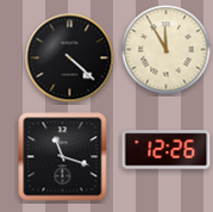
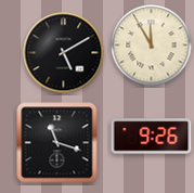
clock at (70, 58): 4:22 -> 5:10
clock at (167, 150): 12:26 -> 9:26
